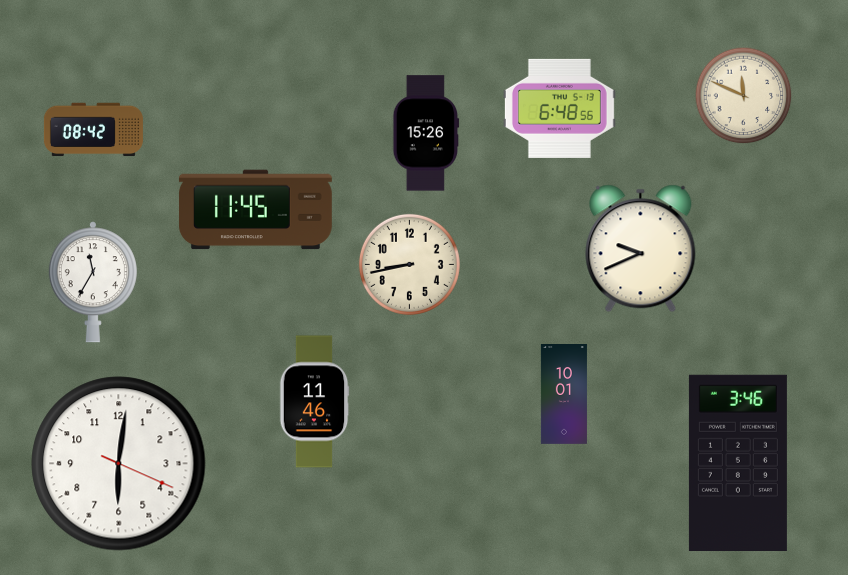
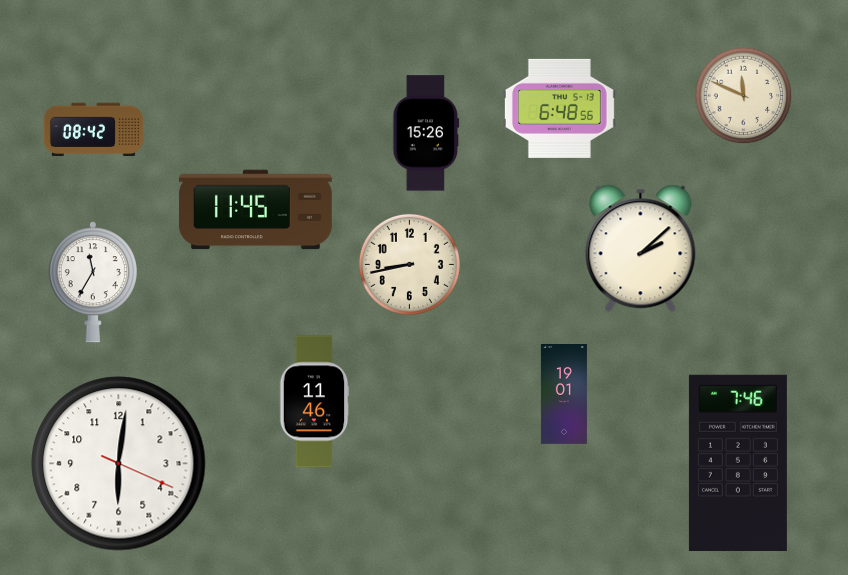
clock at (641, 249): 9:41 -> 2:08
clock at (564, 395): 10:01 -> 19:01
clock at (738, 462): 3:46 -> 7:46
